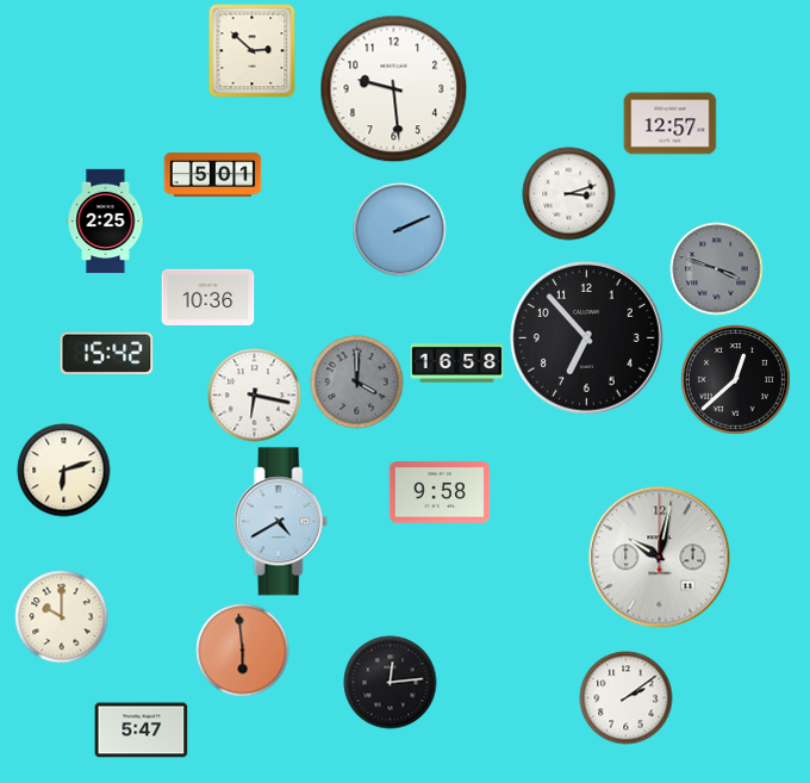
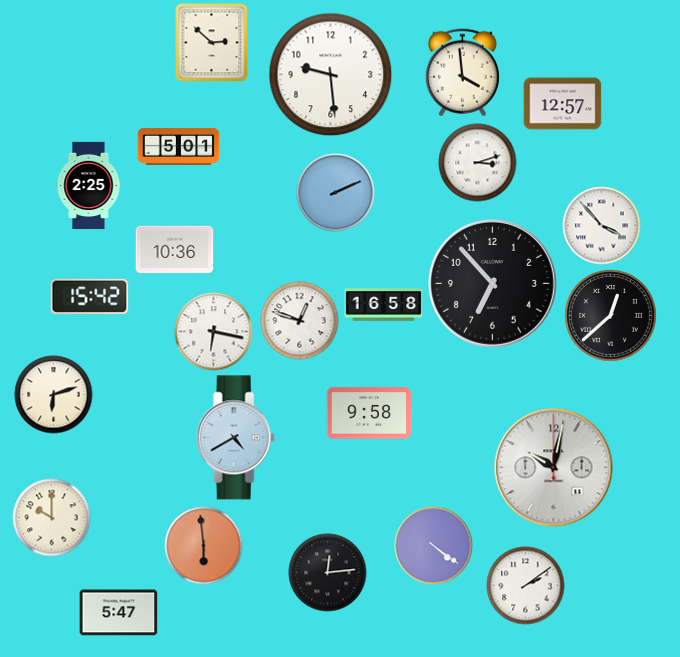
clock at (462, 72): none -> 3:59
clock at (716, 268): 3:48 -> 3:53
clock at (716, 268) dial: grey -> white
clock at (735, 379) position: (735, 379) -> (610, 315)
clock at (356, 381): 4:00 -> 12:48
clock at (356, 381) dial: grey -> white
clock at (433, 545): none -> 4:21
